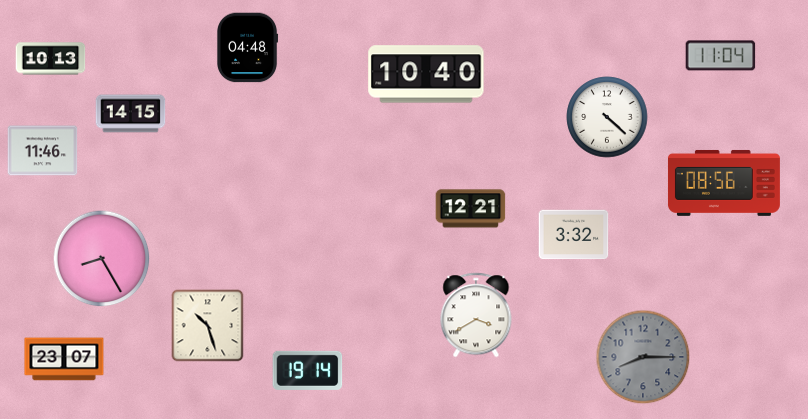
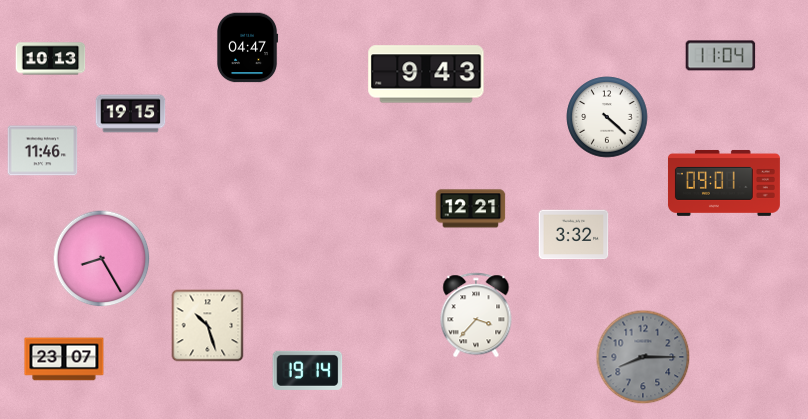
clock at (247, 48): 04:48 -> 04:47
clock at (426, 74): 10:40 -> 9:43
clock at (131, 114): 14:15 -> 19:15
clock at (724, 183): 08:56 -> 09:01
clock at (476, 315): 3:40 -> 3:37
